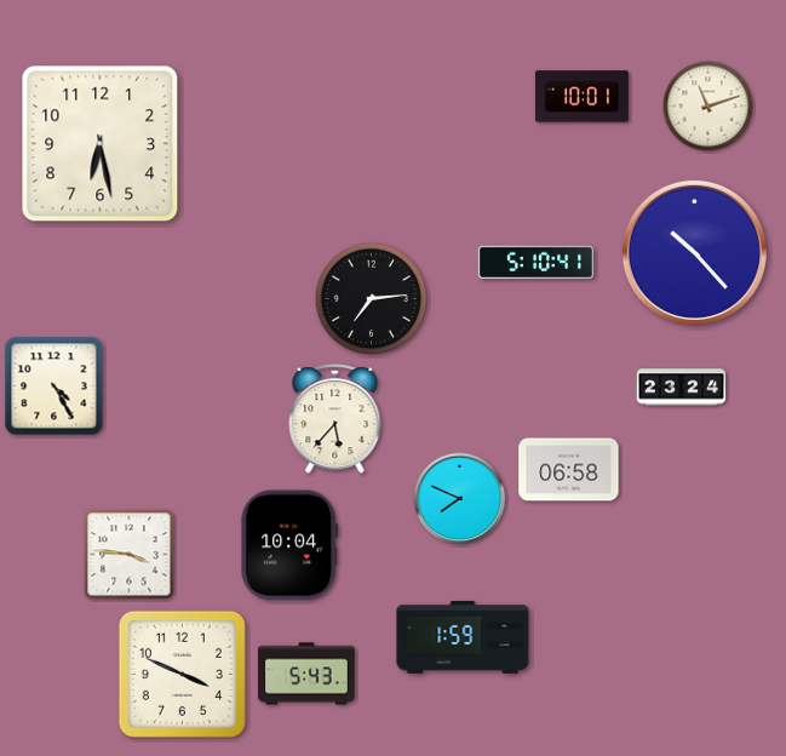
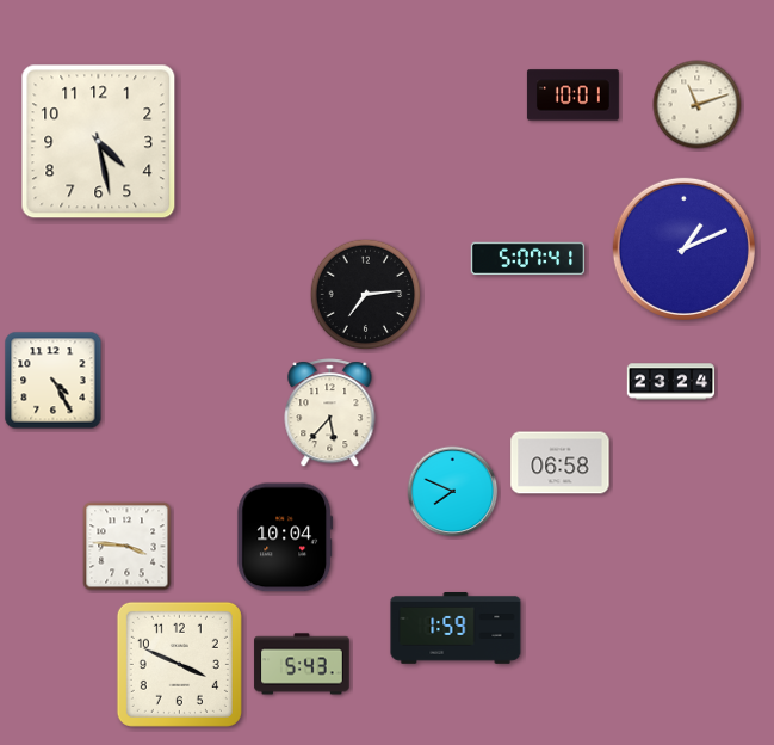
clock at (101, 144): 6:28 -> 4:28
clock at (694, 252): 10:23 -> 1:11
clock at (537, 263): 5:10 -> 5:07
